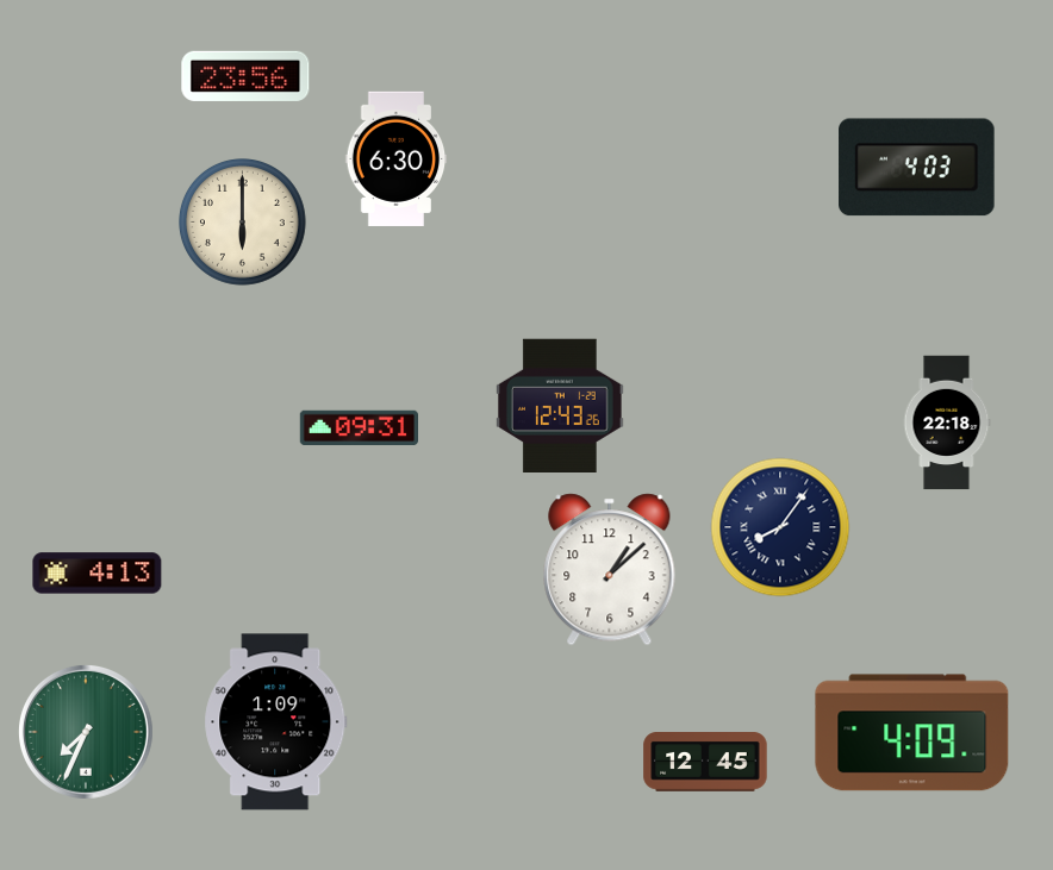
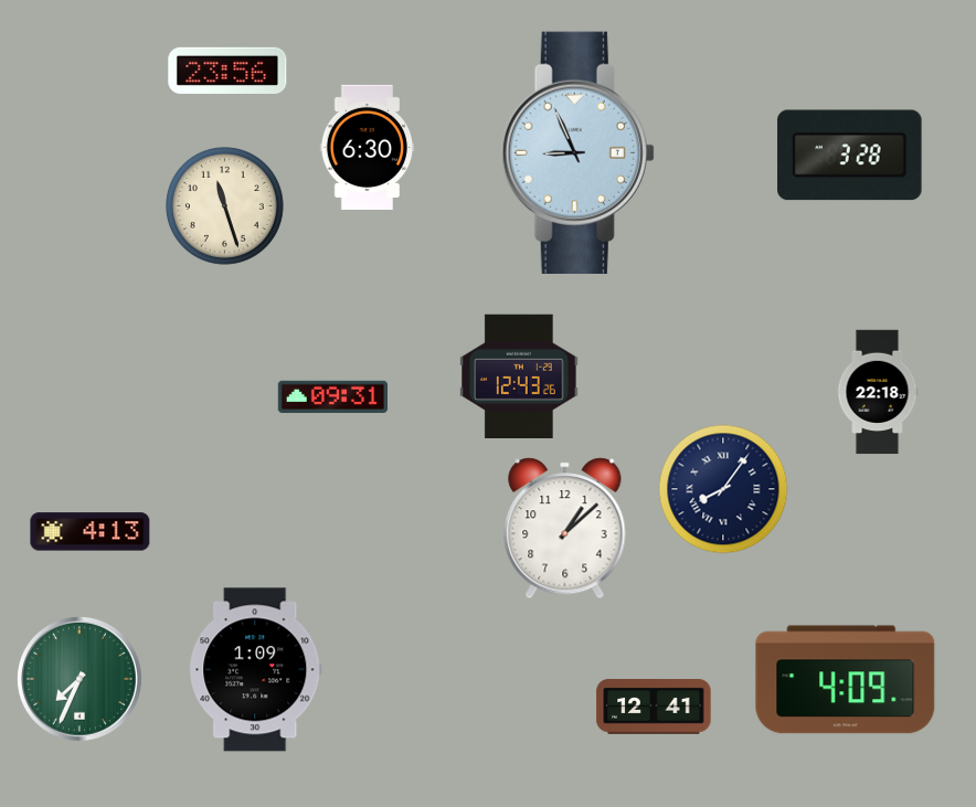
clock at (577, 152): none -> 8:56
clock at (917, 168): 4:03 -> 3:28
clock at (243, 223): 6:00 -> 11:27
clock at (705, 763): 12:45 -> 12:41
